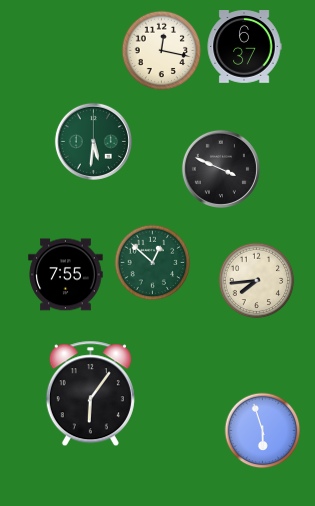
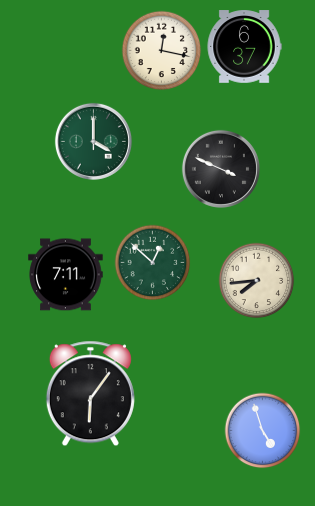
clock at (93, 141): 5:31 -> 4:00
clock at (66, 275): 7:55 -> 7:11
clock at (263, 431): 5:57 -> 4:57
